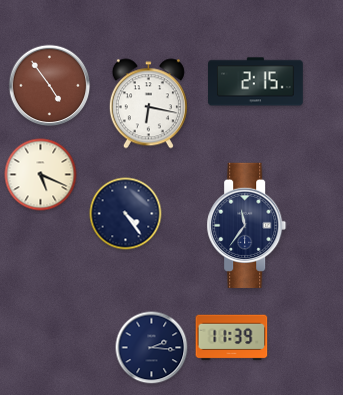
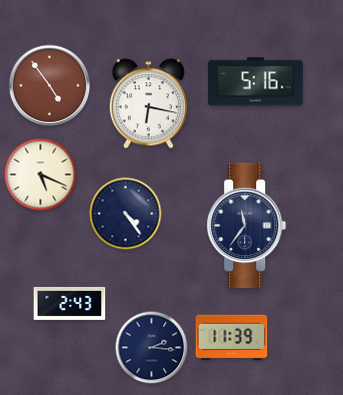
clock at (256, 82): 2:15 -> 5:16
clock at (70, 303): none -> 2:43
